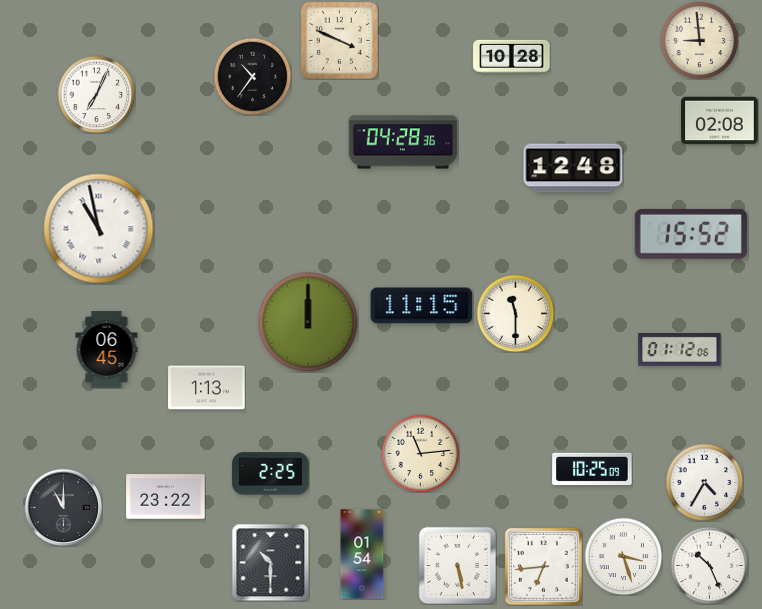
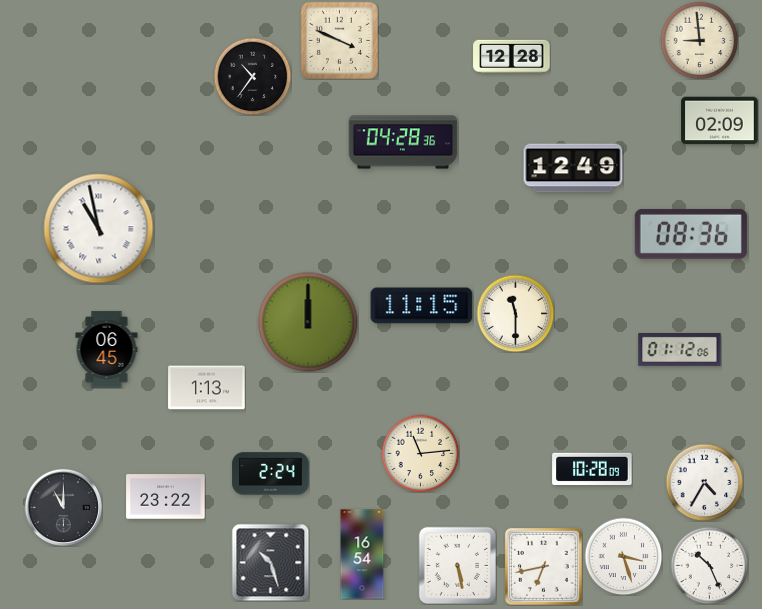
clock at (512, 56): 10:28 -> 12:28
clock at (96, 94): 7:04 -> none
clock at (720, 121): 02:08 -> 02:09
clock at (573, 168): 12:48 -> 12:49
clock at (691, 234): 15:52 -> 08:36
clock at (592, 468): 10:25 -> 10:28
clock at (271, 474): 2:25 -> 2:24
clock at (362, 554): 01:54 -> 16:54
clock at (270, 562): 10:30 -> 10:27
clock at (543, 566): 6:44 -> 6:43
